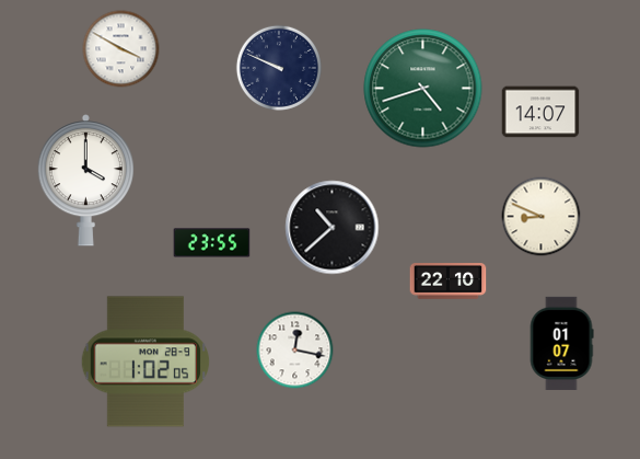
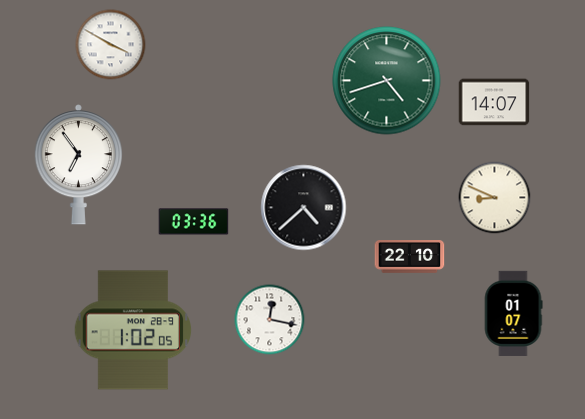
clock at (279, 68): 9:49 -> none
clock at (85, 181): 4:00 -> 6:54
clock at (333, 228): 10:38 -> 4:38
clock at (212, 243): 23:55 -> 03:36
